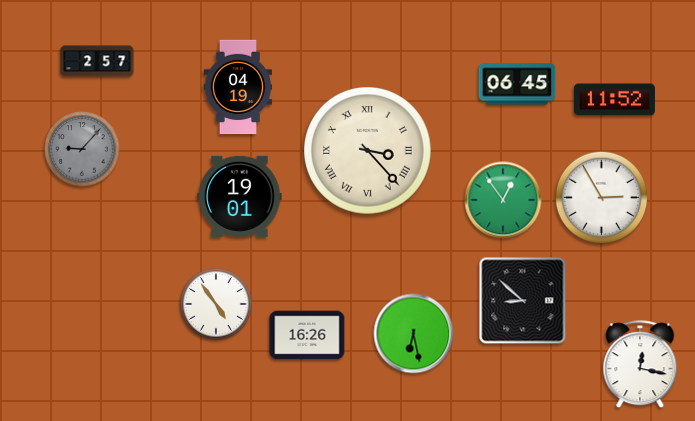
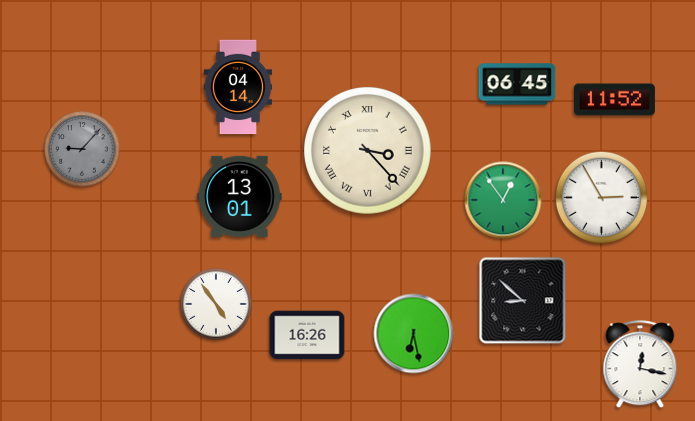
clock at (97, 61): 2:57 -> none
clock at (238, 87): 04:19 -> 04:14
clock at (240, 196): 19:01 -> 13:01
